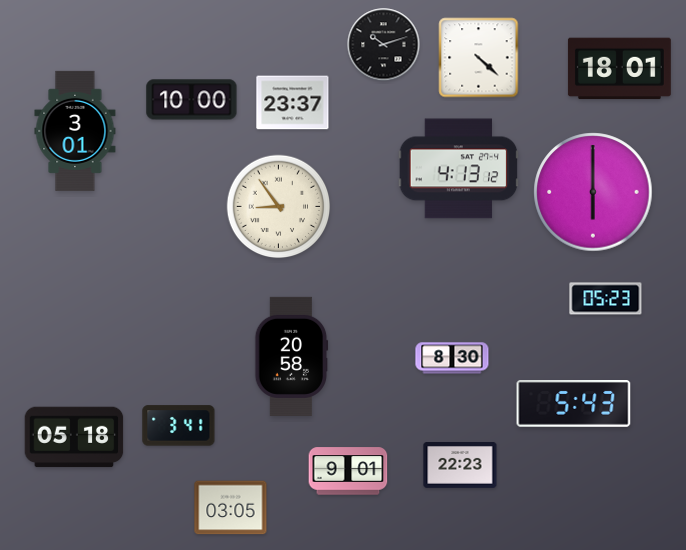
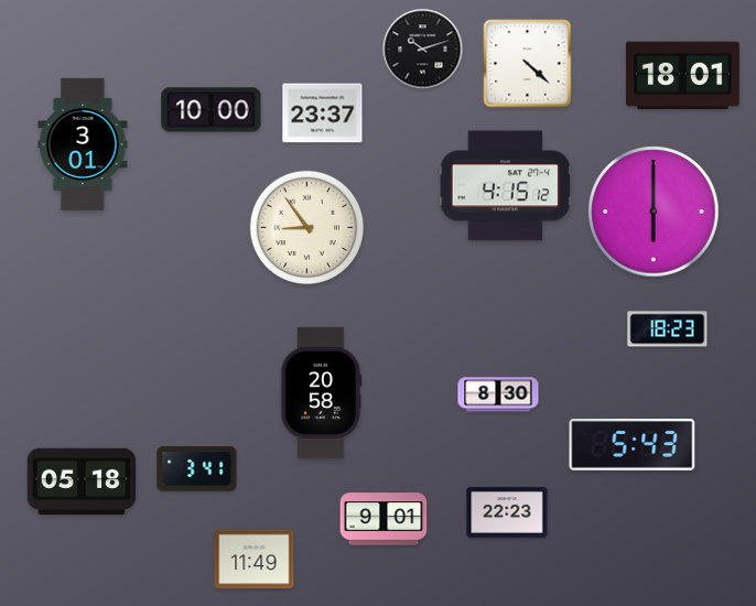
clock at (459, 169): 4:13 -> 4:15
clock at (606, 299): 05:23 -> 18:23
clock at (231, 508): 03:05 -> 11:49
